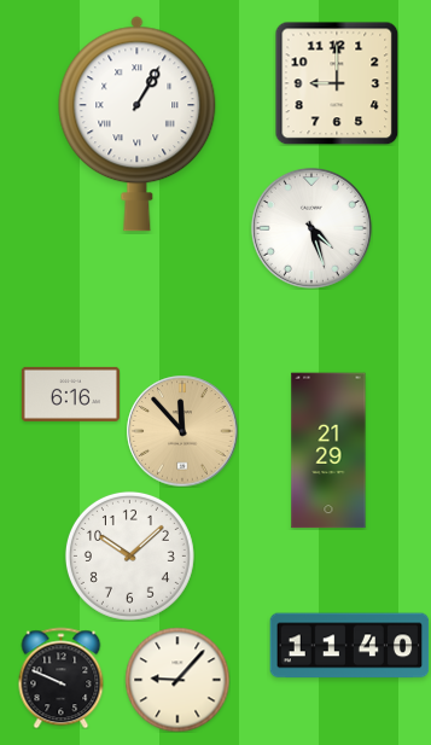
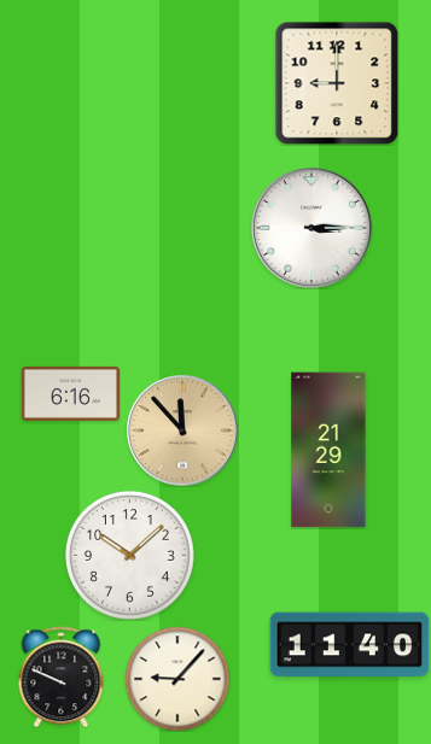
clock at (138, 124): 1:05 -> none
clock at (311, 228): 4:27 -> 3:15
